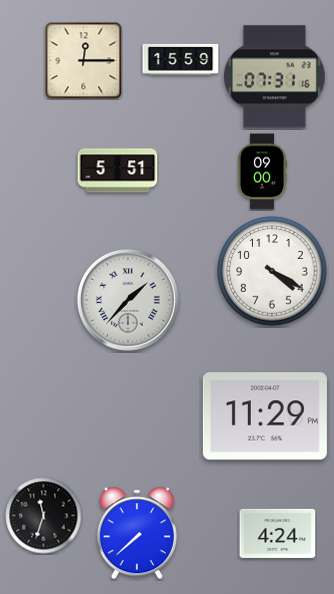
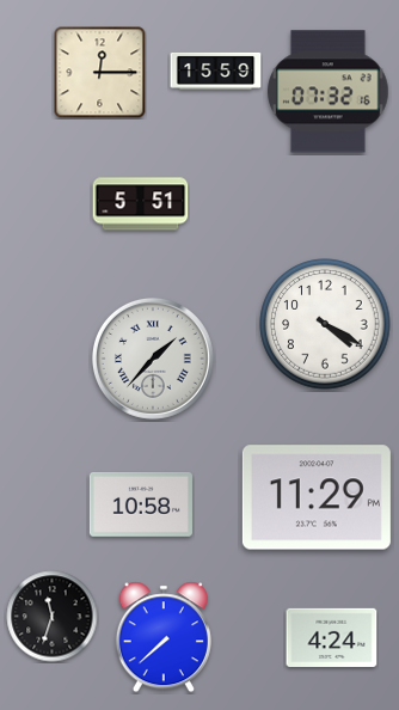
clock at (275, 77): 07:31 -> 07:32
clock at (262, 172): 09:00 -> none
clock at (141, 504): none -> 10:58
